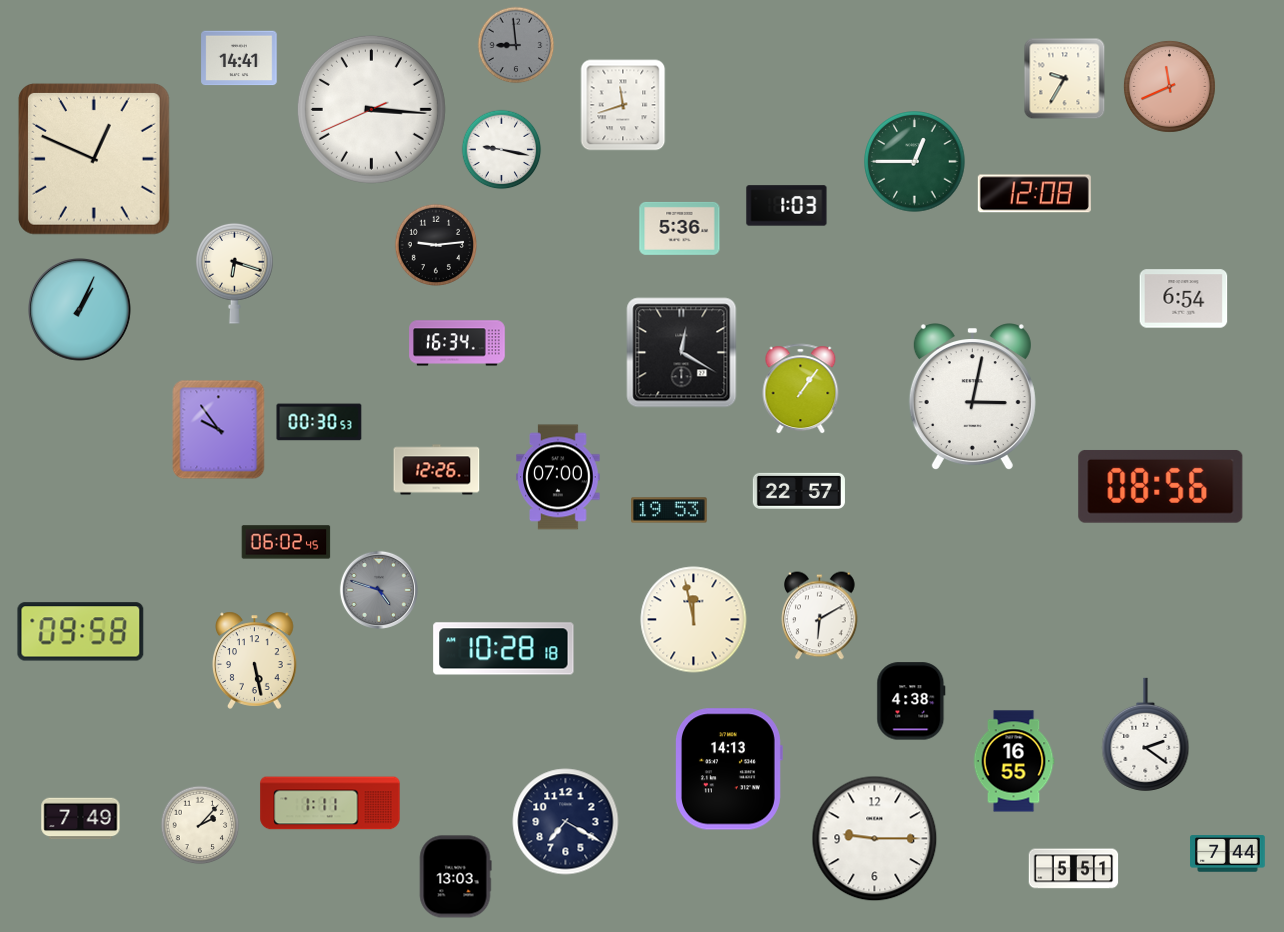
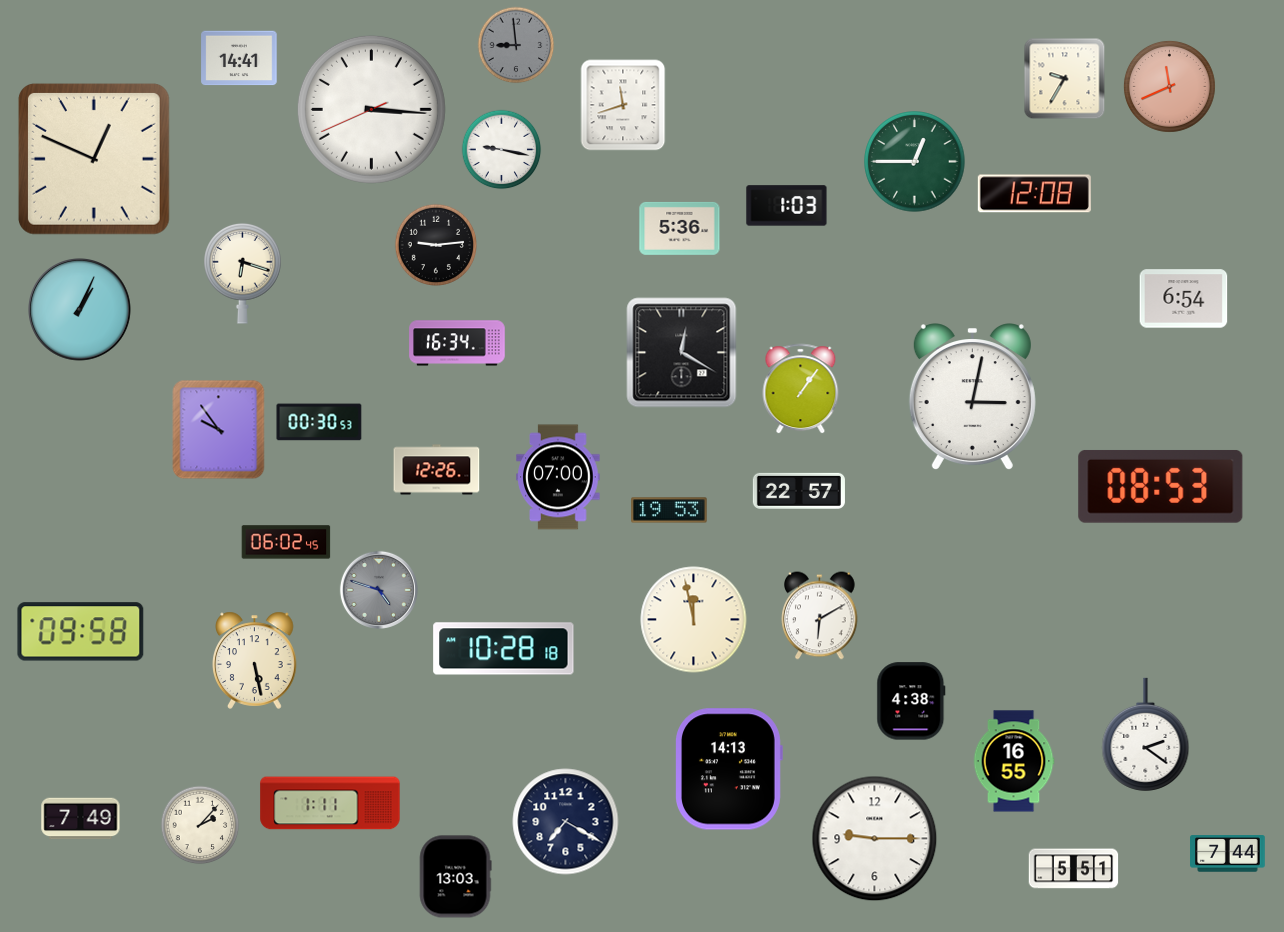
clock at (235, 274) position: (235, 274) -> (243, 274)
clock at (1161, 486): 08:56 -> 08:53
